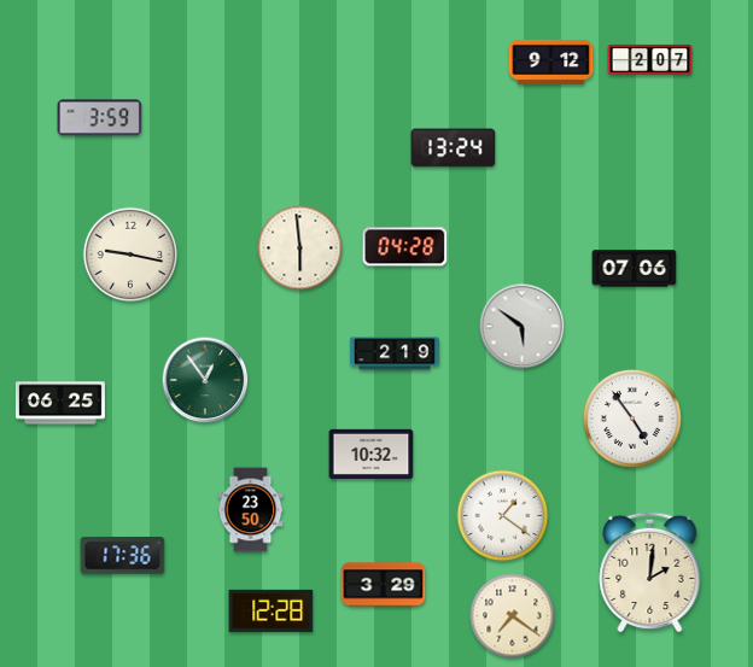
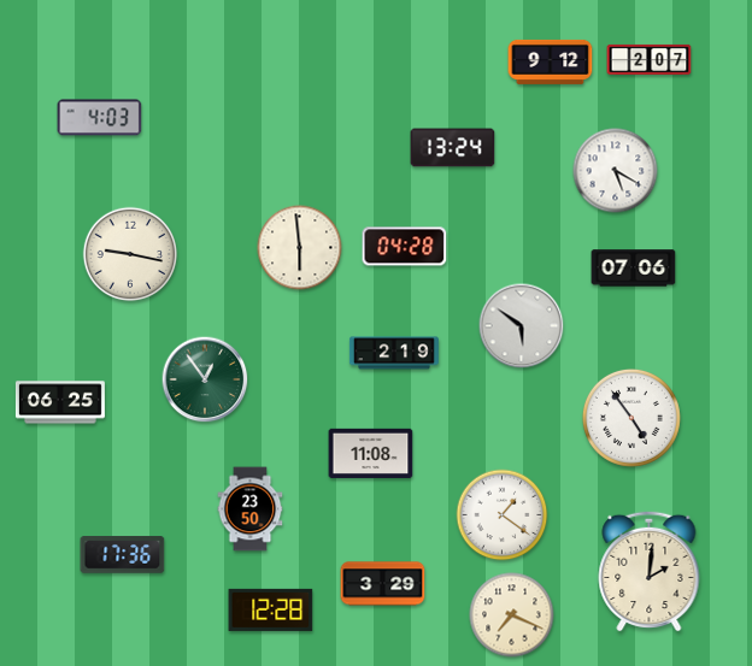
clock at (100, 118): 3:59 -> 4:03
clock at (616, 171): none -> 5:20
clock at (372, 454): 10:32 -> 11:08
clock at (513, 616): 7:21 -> 7:19
